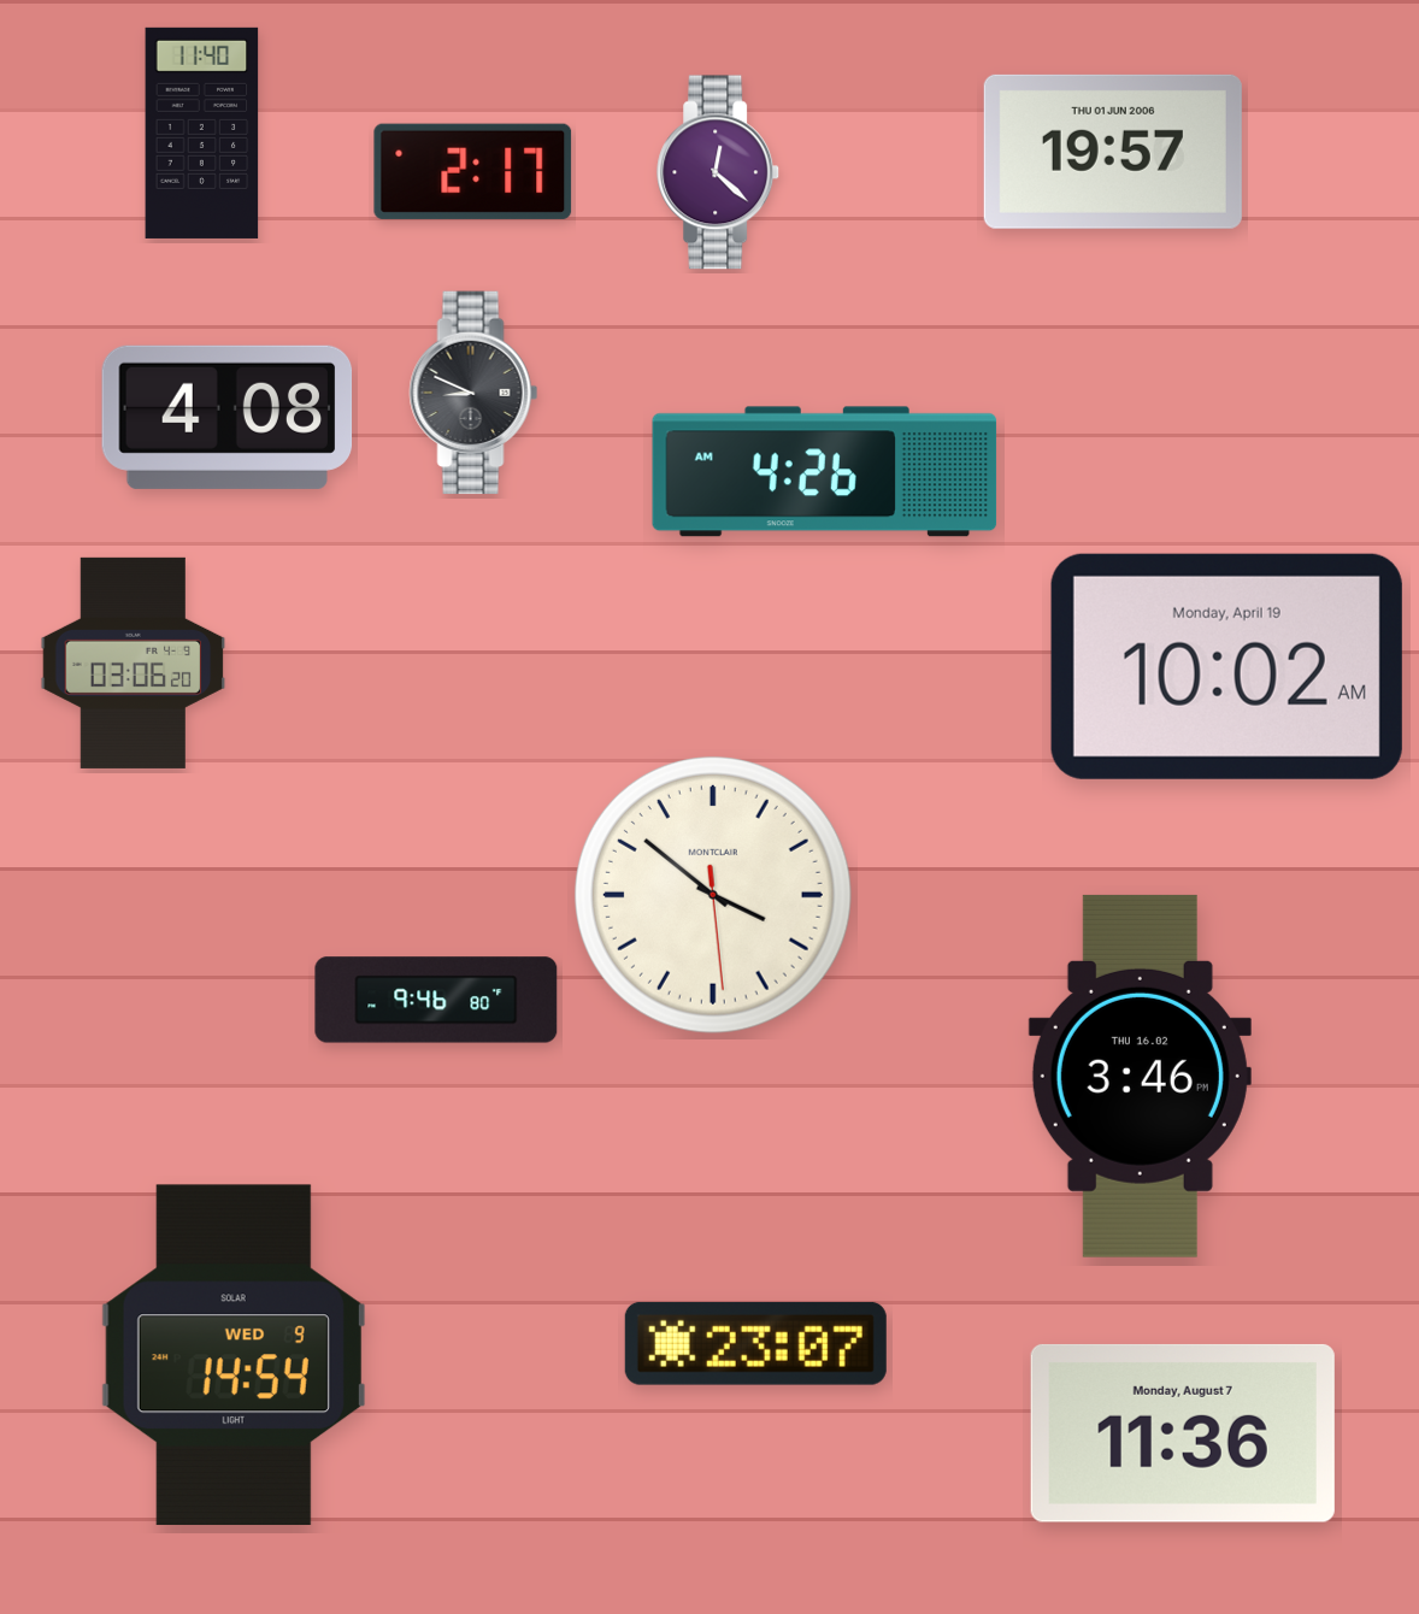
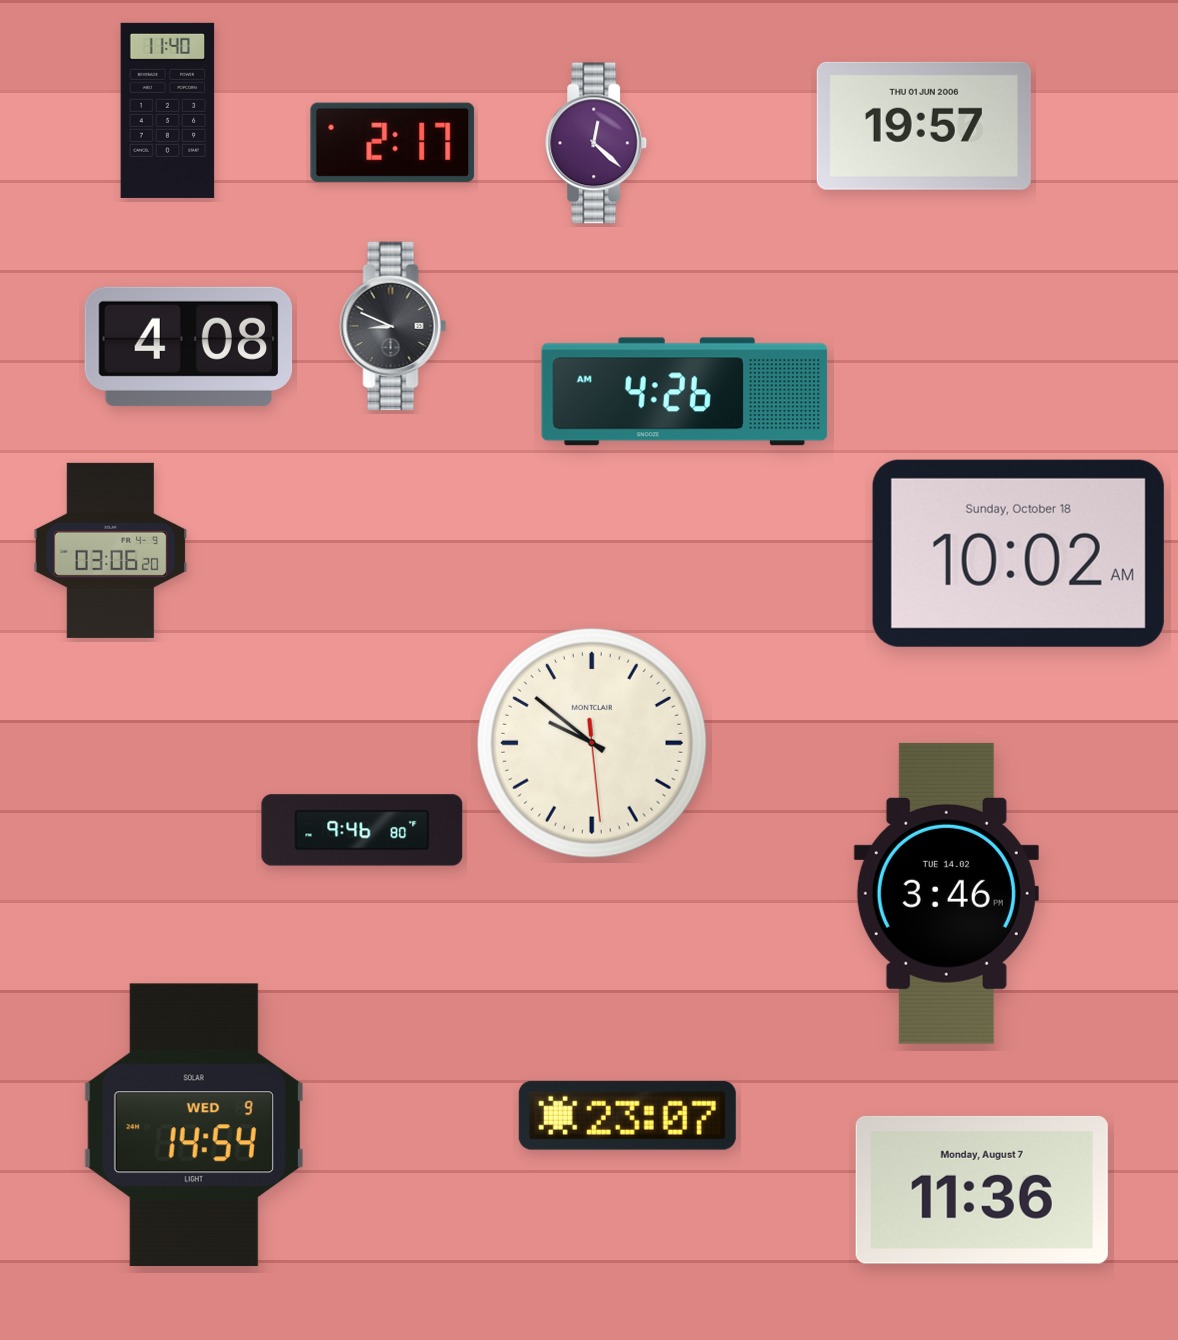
clock at (1226, 666) date: Monday, April 19 -> Sunday, October 18
clock at (713, 895): 3:51 -> 9:51
clock at (1140, 1076) date: THU 16.02 -> TUE 14.02
